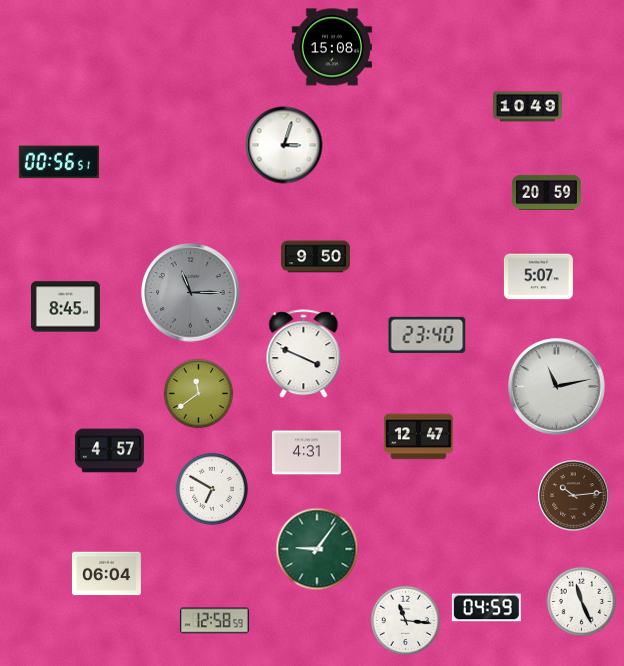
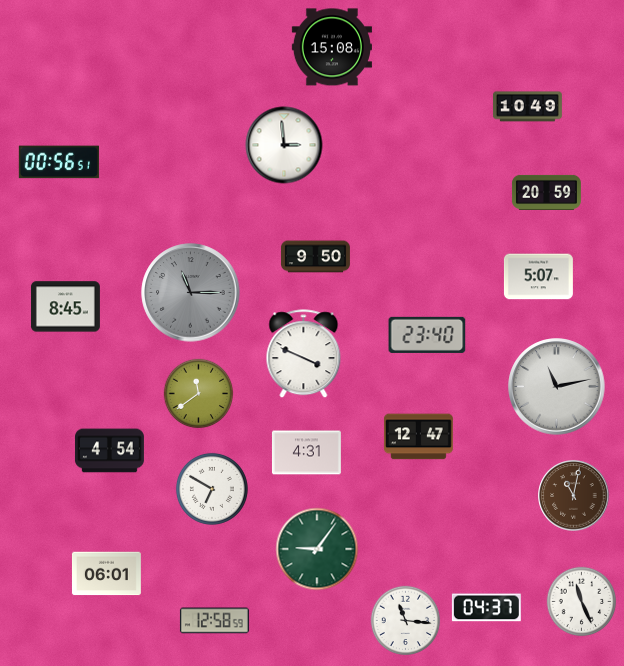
clock at (284, 145): 3:03 -> 2:59
clock at (109, 451): 4:57 -> 4:54
clock at (574, 496): 10:14 -> 11:02
clock at (106, 574): 06:04 -> 06:01
clock at (486, 608): 04:59 -> 04:37
